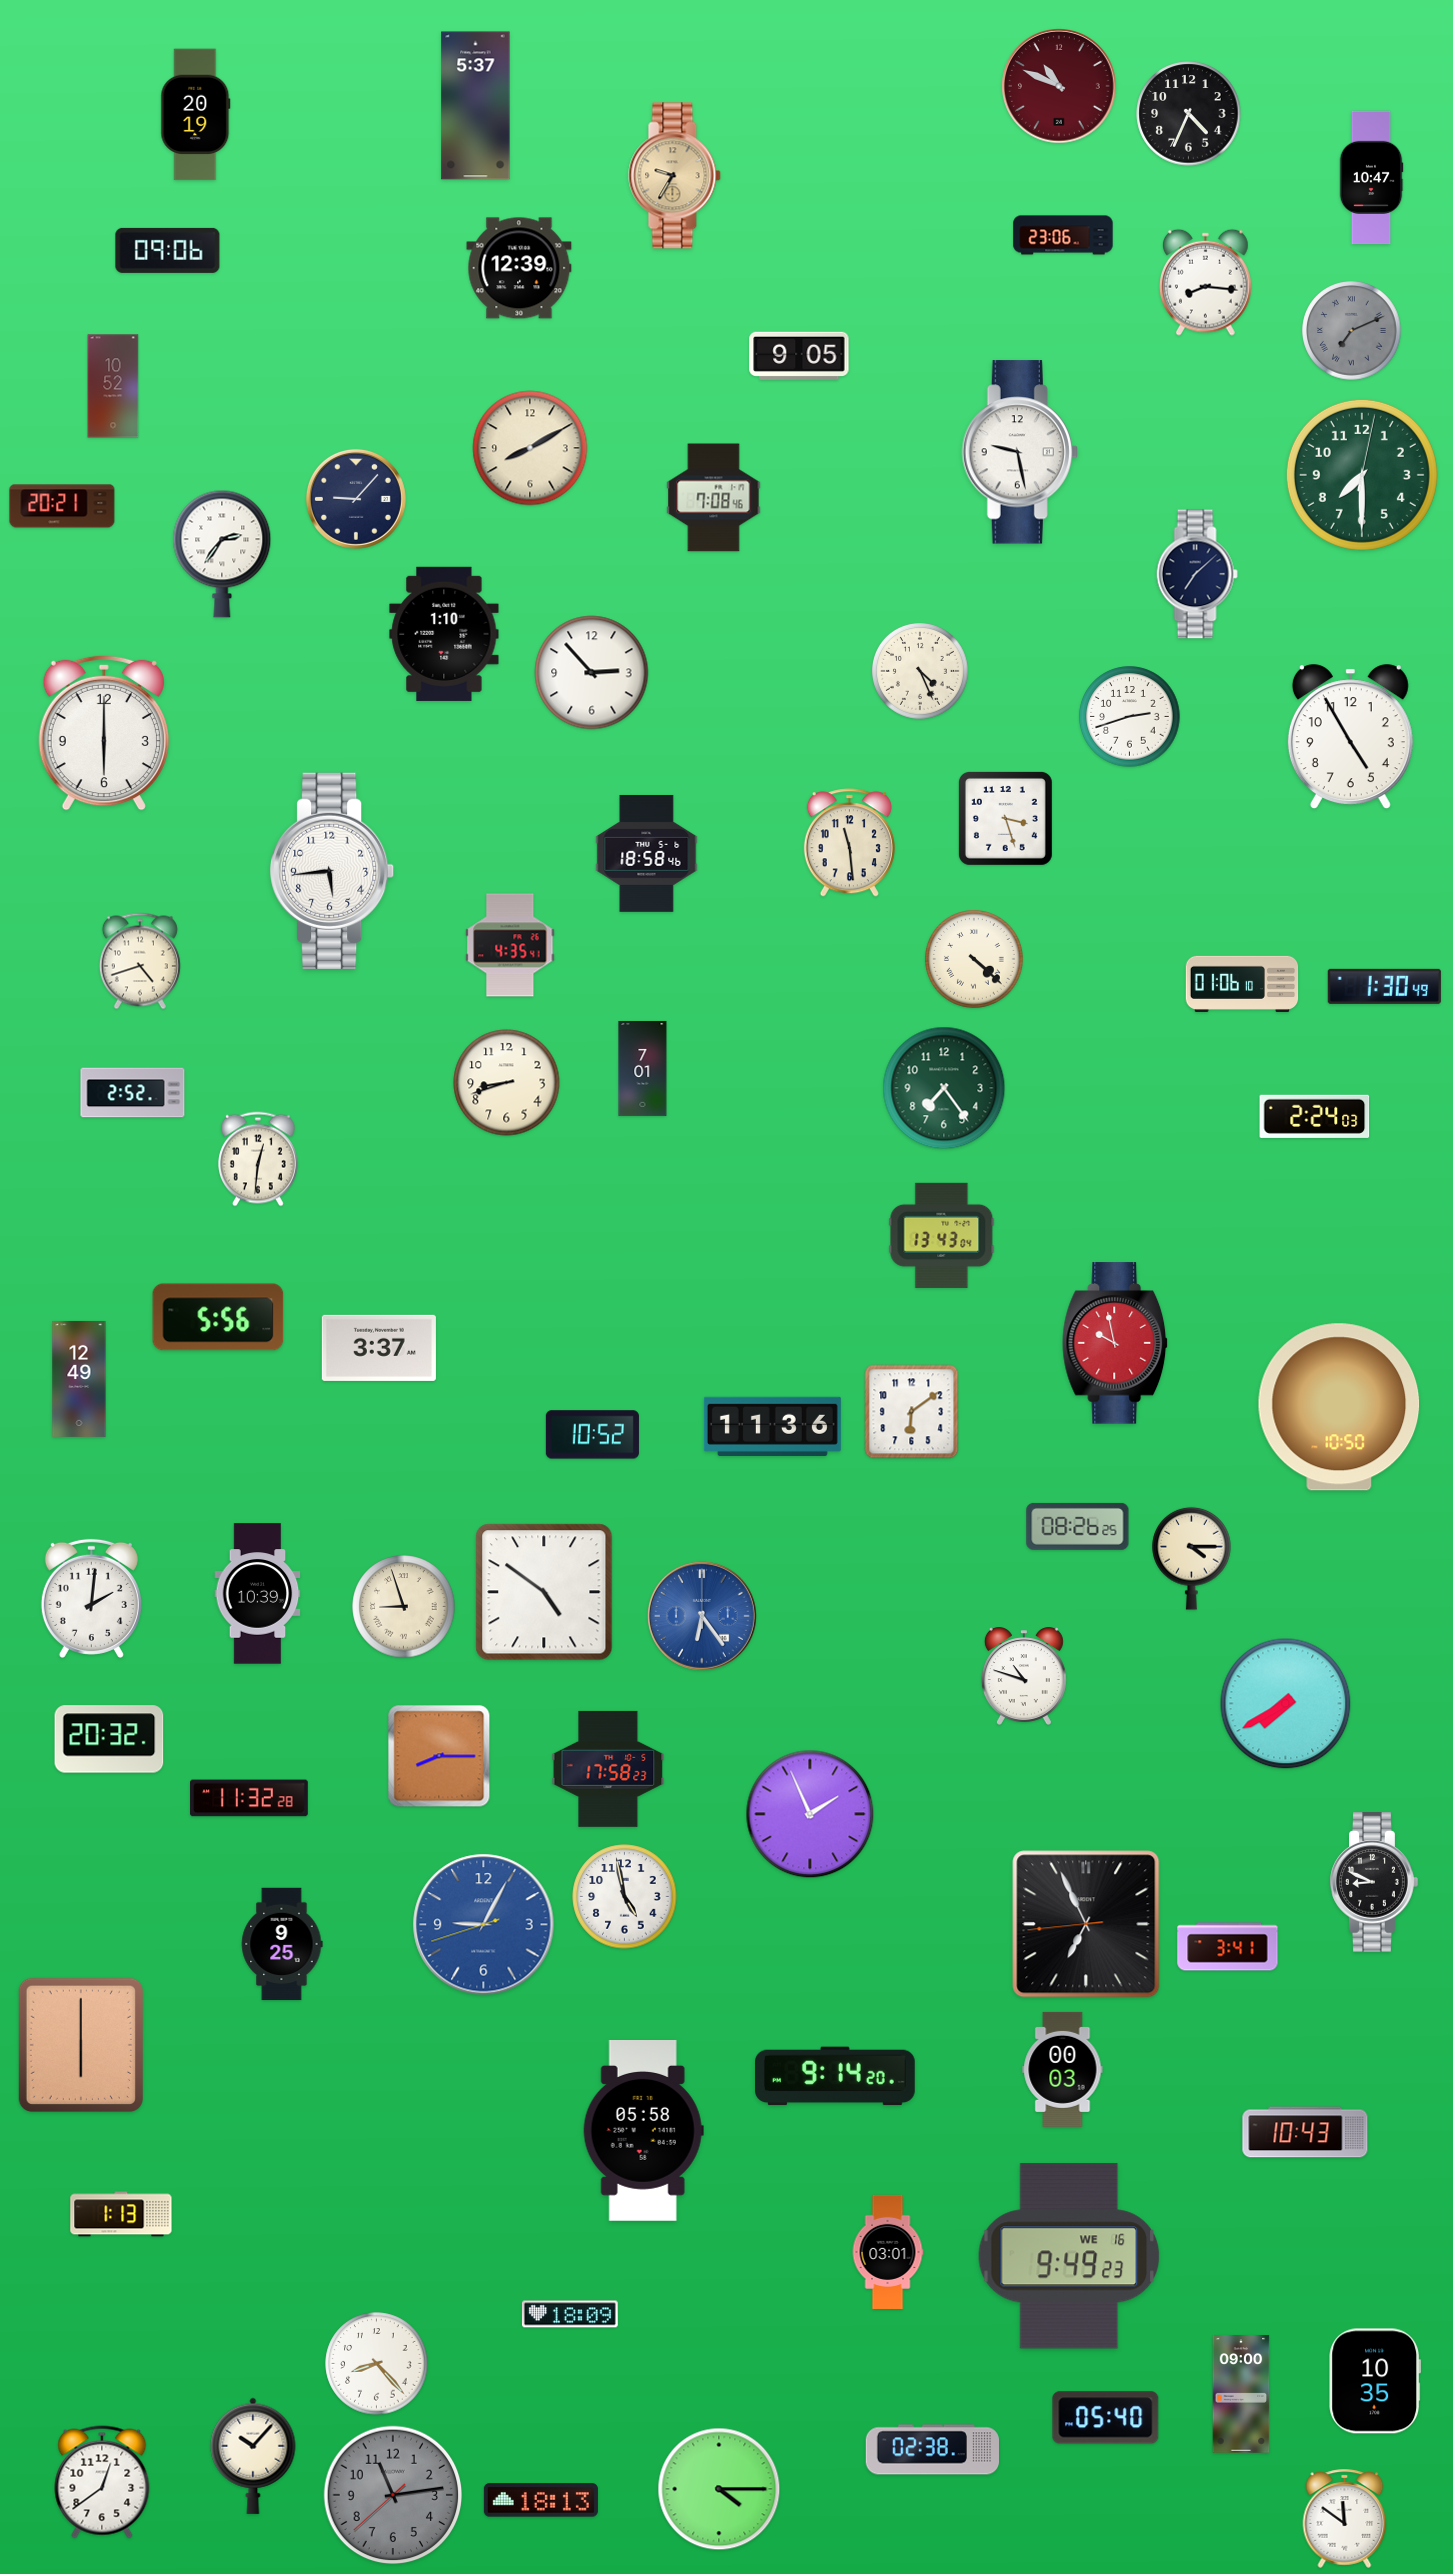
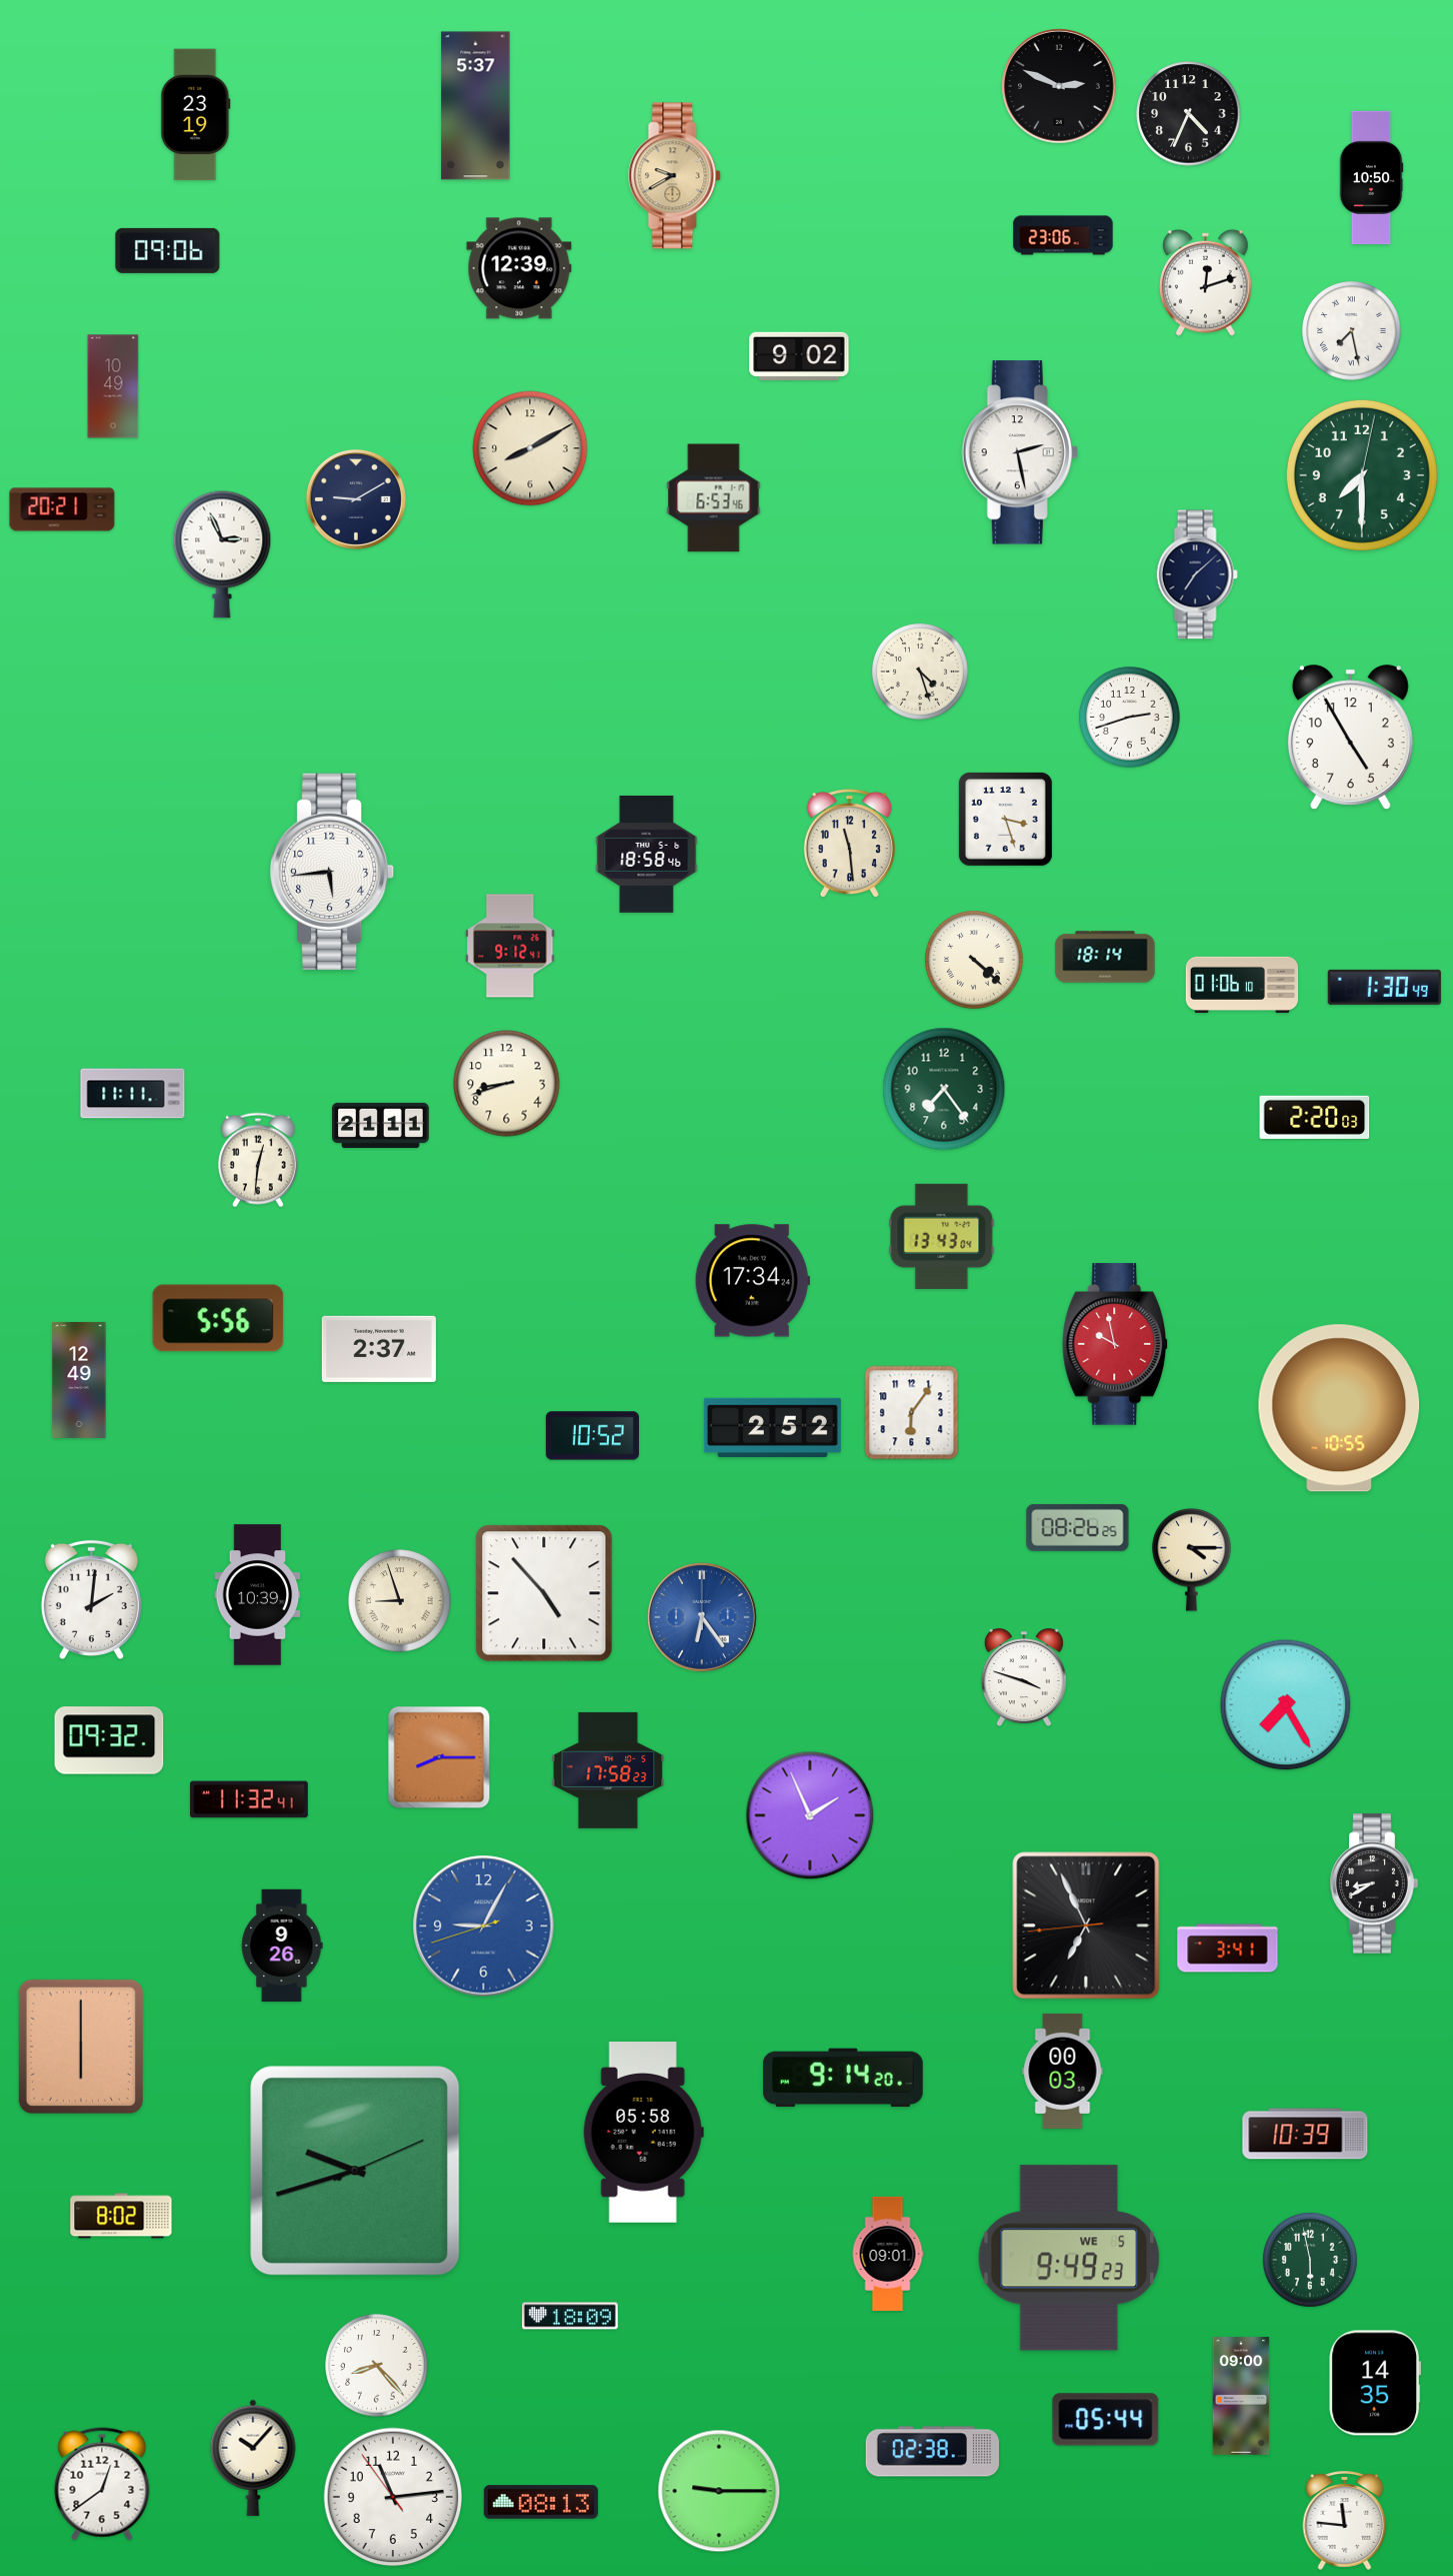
clock at (1060, 87): 10:49 -> 2:49
clock at (1060, 87) dial: burgundy -> black
clock at (196, 115): 20:19 -> 23:19
clock at (675, 176): 9:35 -> 9:40
clock at (1371, 178): 10:47 -> 10:50
clock at (1206, 282): 8:16 -> 12:12
clock at (1352, 331): 7:11 -> 7:28
clock at (1352, 331) dial: grey -> white
clock at (799, 355): 9:05 -> 9:02
clock at (113, 386): 10:52 -> 10:49
clock at (1020, 452): 9:28 -> 2:28
clock at (714, 498): 7:08 -> 6:53
clock at (356, 499): 9:07 -> 9:10
clock at (62, 506) position: (62, 506) -> (62, 509)
clock at (222, 554): 2:36 -> 2:56
clock at (444, 634): 1:10 -> none
clock at (921, 672): 4:26 -> 4:27
clock at (592, 673): 2:53 -> none
clock at (104, 733): 6:00 -> none
clock at (510, 945): 4:35 -> 9:12
clock at (1105, 957): none -> 18:14
clock at (140, 961): 4:42 -> none
clock at (643, 1068): 7:01 -> none
clock at (133, 1093): 2:52 -> 11:11
clock at (1315, 1116): 2:24 -> 2:20
clock at (381, 1125): none -> 21:11
clock at (752, 1281): none -> 17:34
clock at (379, 1348): 3:37 -> 2:37
clock at (1339, 1407): 10:50 -> 10:55
clock at (912, 1412): 6:09 -> 6:06
clock at (772, 1426): 11:36 -> 2:52
clock at (544, 1592): 4:51 -> 4:53
clock at (404, 1607) position: (404, 1607) -> (400, 1601)
clock at (1024, 1676): 10:48 -> 3:48
clock at (1286, 1704): 7:40 -> 7:25
clock at (109, 1739): 20:32 -> 09:32
clock at (249, 1798): 11:32:28 -> 11:32:41
clock at (1374, 1882): 8:49 -> 8:40
clock at (625, 1897): 4:58 -> none
clock at (282, 1944): 9:25 -> 9:26
clock at (836, 2076) position: (836, 2076) -> (844, 2078)
clock at (1305, 2132): 10:43 -> 10:39
clock at (355, 2171): none -> 9:42
clock at (121, 2214): 1:13 -> 8:02
clock at (888, 2252): 03:01 -> 09:01
clock at (1069, 2256) date: WE 16 -> WE 5
clock at (1310, 2260): none -> 5:58
clock at (1374, 2381): 10:35 -> 14:35
clock at (1106, 2418): 05:40 -> 05:44
clock at (719, 2489): 4:15 -> 9:15
clock at (393, 2495): 11:13:38 -> 11:13:54
clock at (393, 2495) dial: grey -> white
clock at (541, 2500): 18:13 -> 08:13
clock at (1345, 2518): 11:51 -> 11:46
